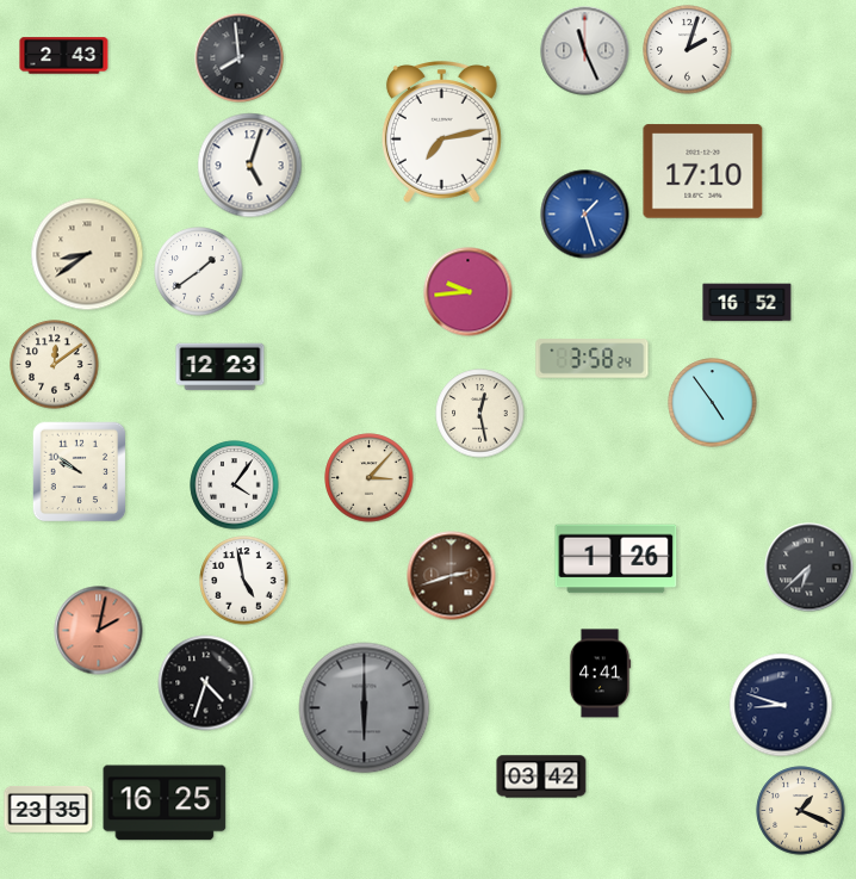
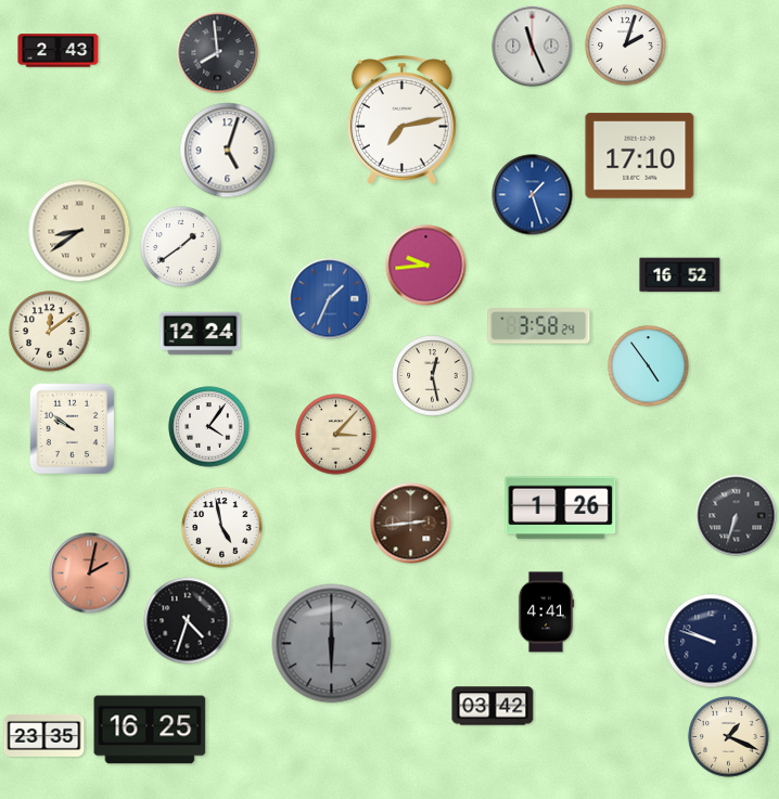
clock at (330, 299): none -> 1:34
clock at (221, 367): 12:23 -> 12:24
clock at (480, 414) position: (480, 414) -> (433, 376)
clock at (235, 485) position: (235, 485) -> (209, 427)
clock at (810, 568): 6:38 -> 6:33
clock at (452, 576): 2:42 -> 2:44
clock at (781, 705): 8:48 -> 9:48
